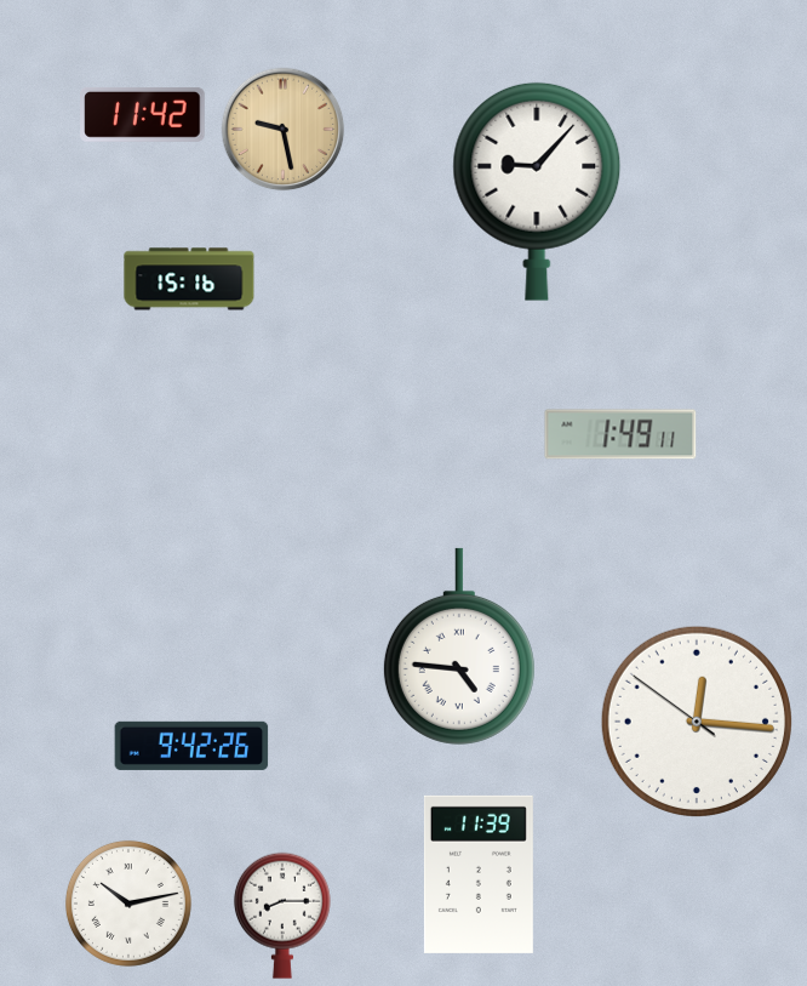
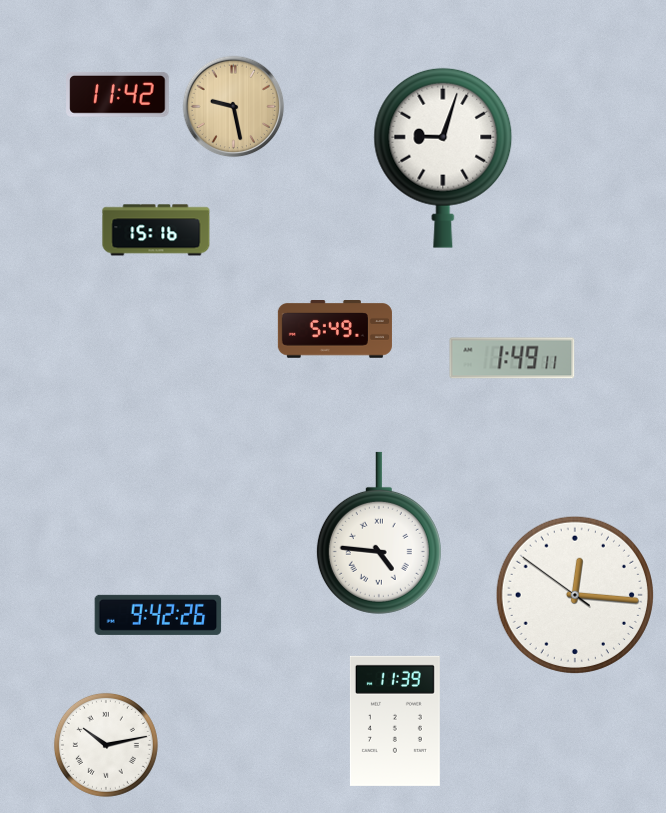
clock at (537, 192): 9:07 -> 9:03
clock at (335, 329): none -> 5:49
clock at (282, 916): 8:15 -> none
